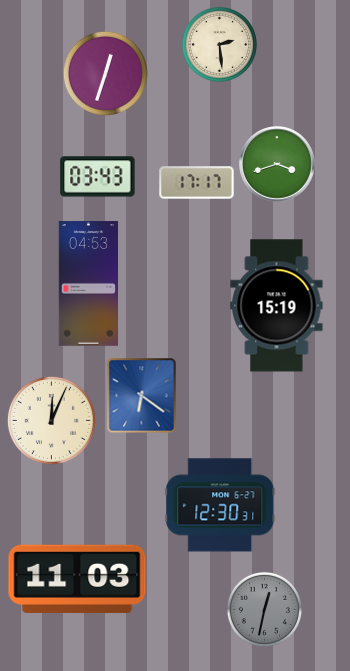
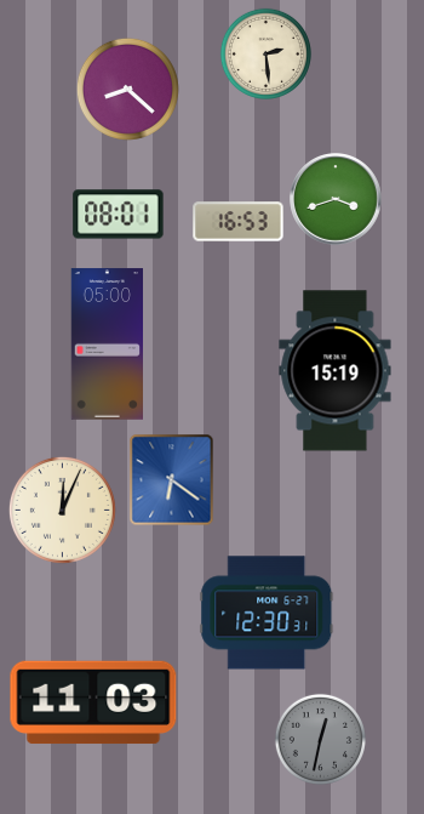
clock at (105, 73): 12:33 -> 8:22
clock at (98, 177): 03:43 -> 08:01
clock at (197, 183): 17:17 -> 16:53
clock at (88, 284): 04:53 -> 05:00
